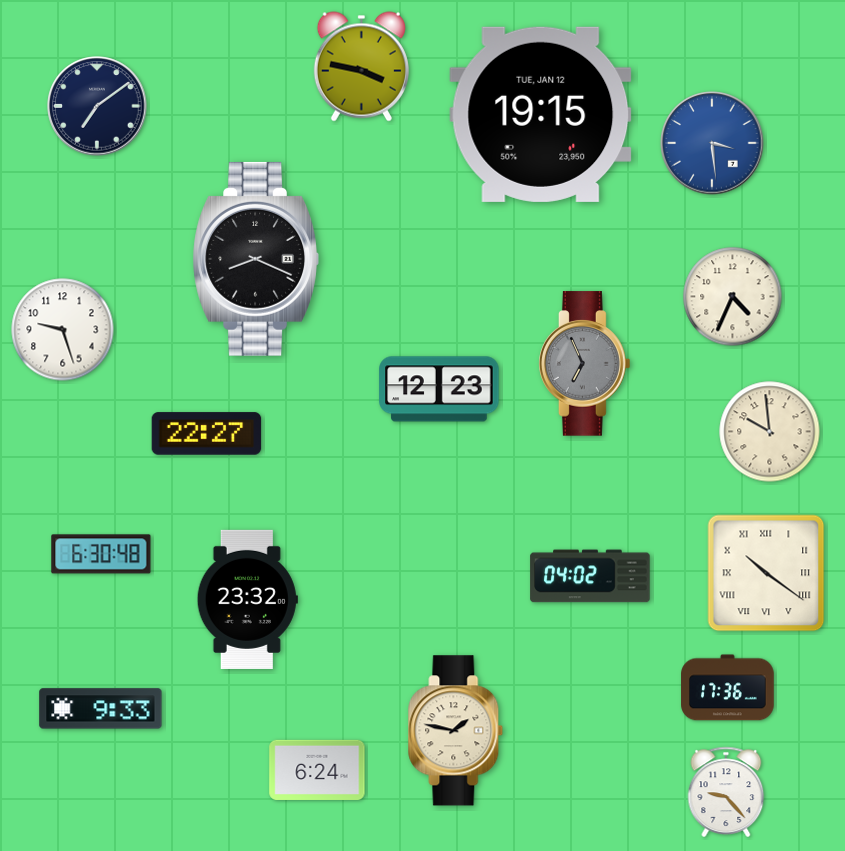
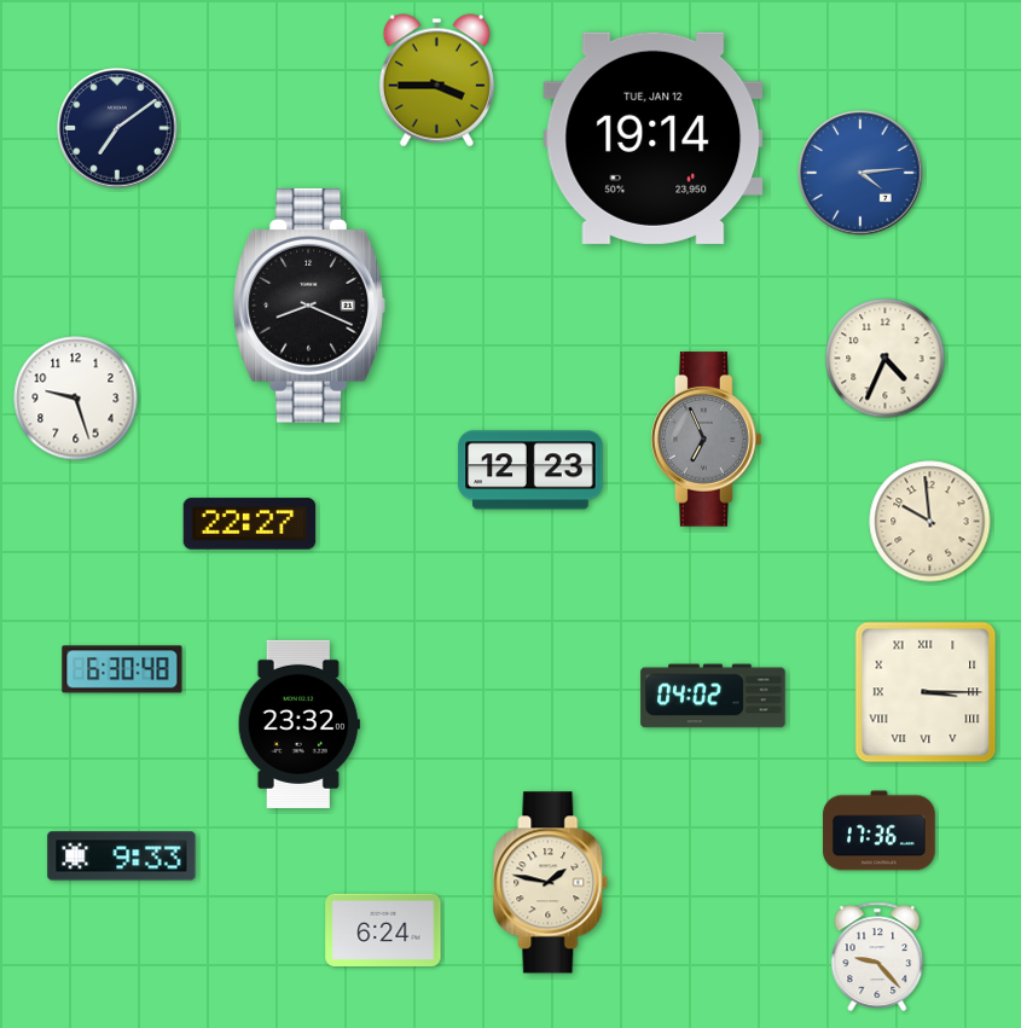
clock at (361, 67): 3:47 -> 3:45
clock at (541, 114): 19:15 -> 19:14
clock at (712, 143): 3:29 -> 4:14
clock at (256, 259) position: (256, 259) -> (309, 306)
clock at (766, 573): 10:21 -> 3:15
